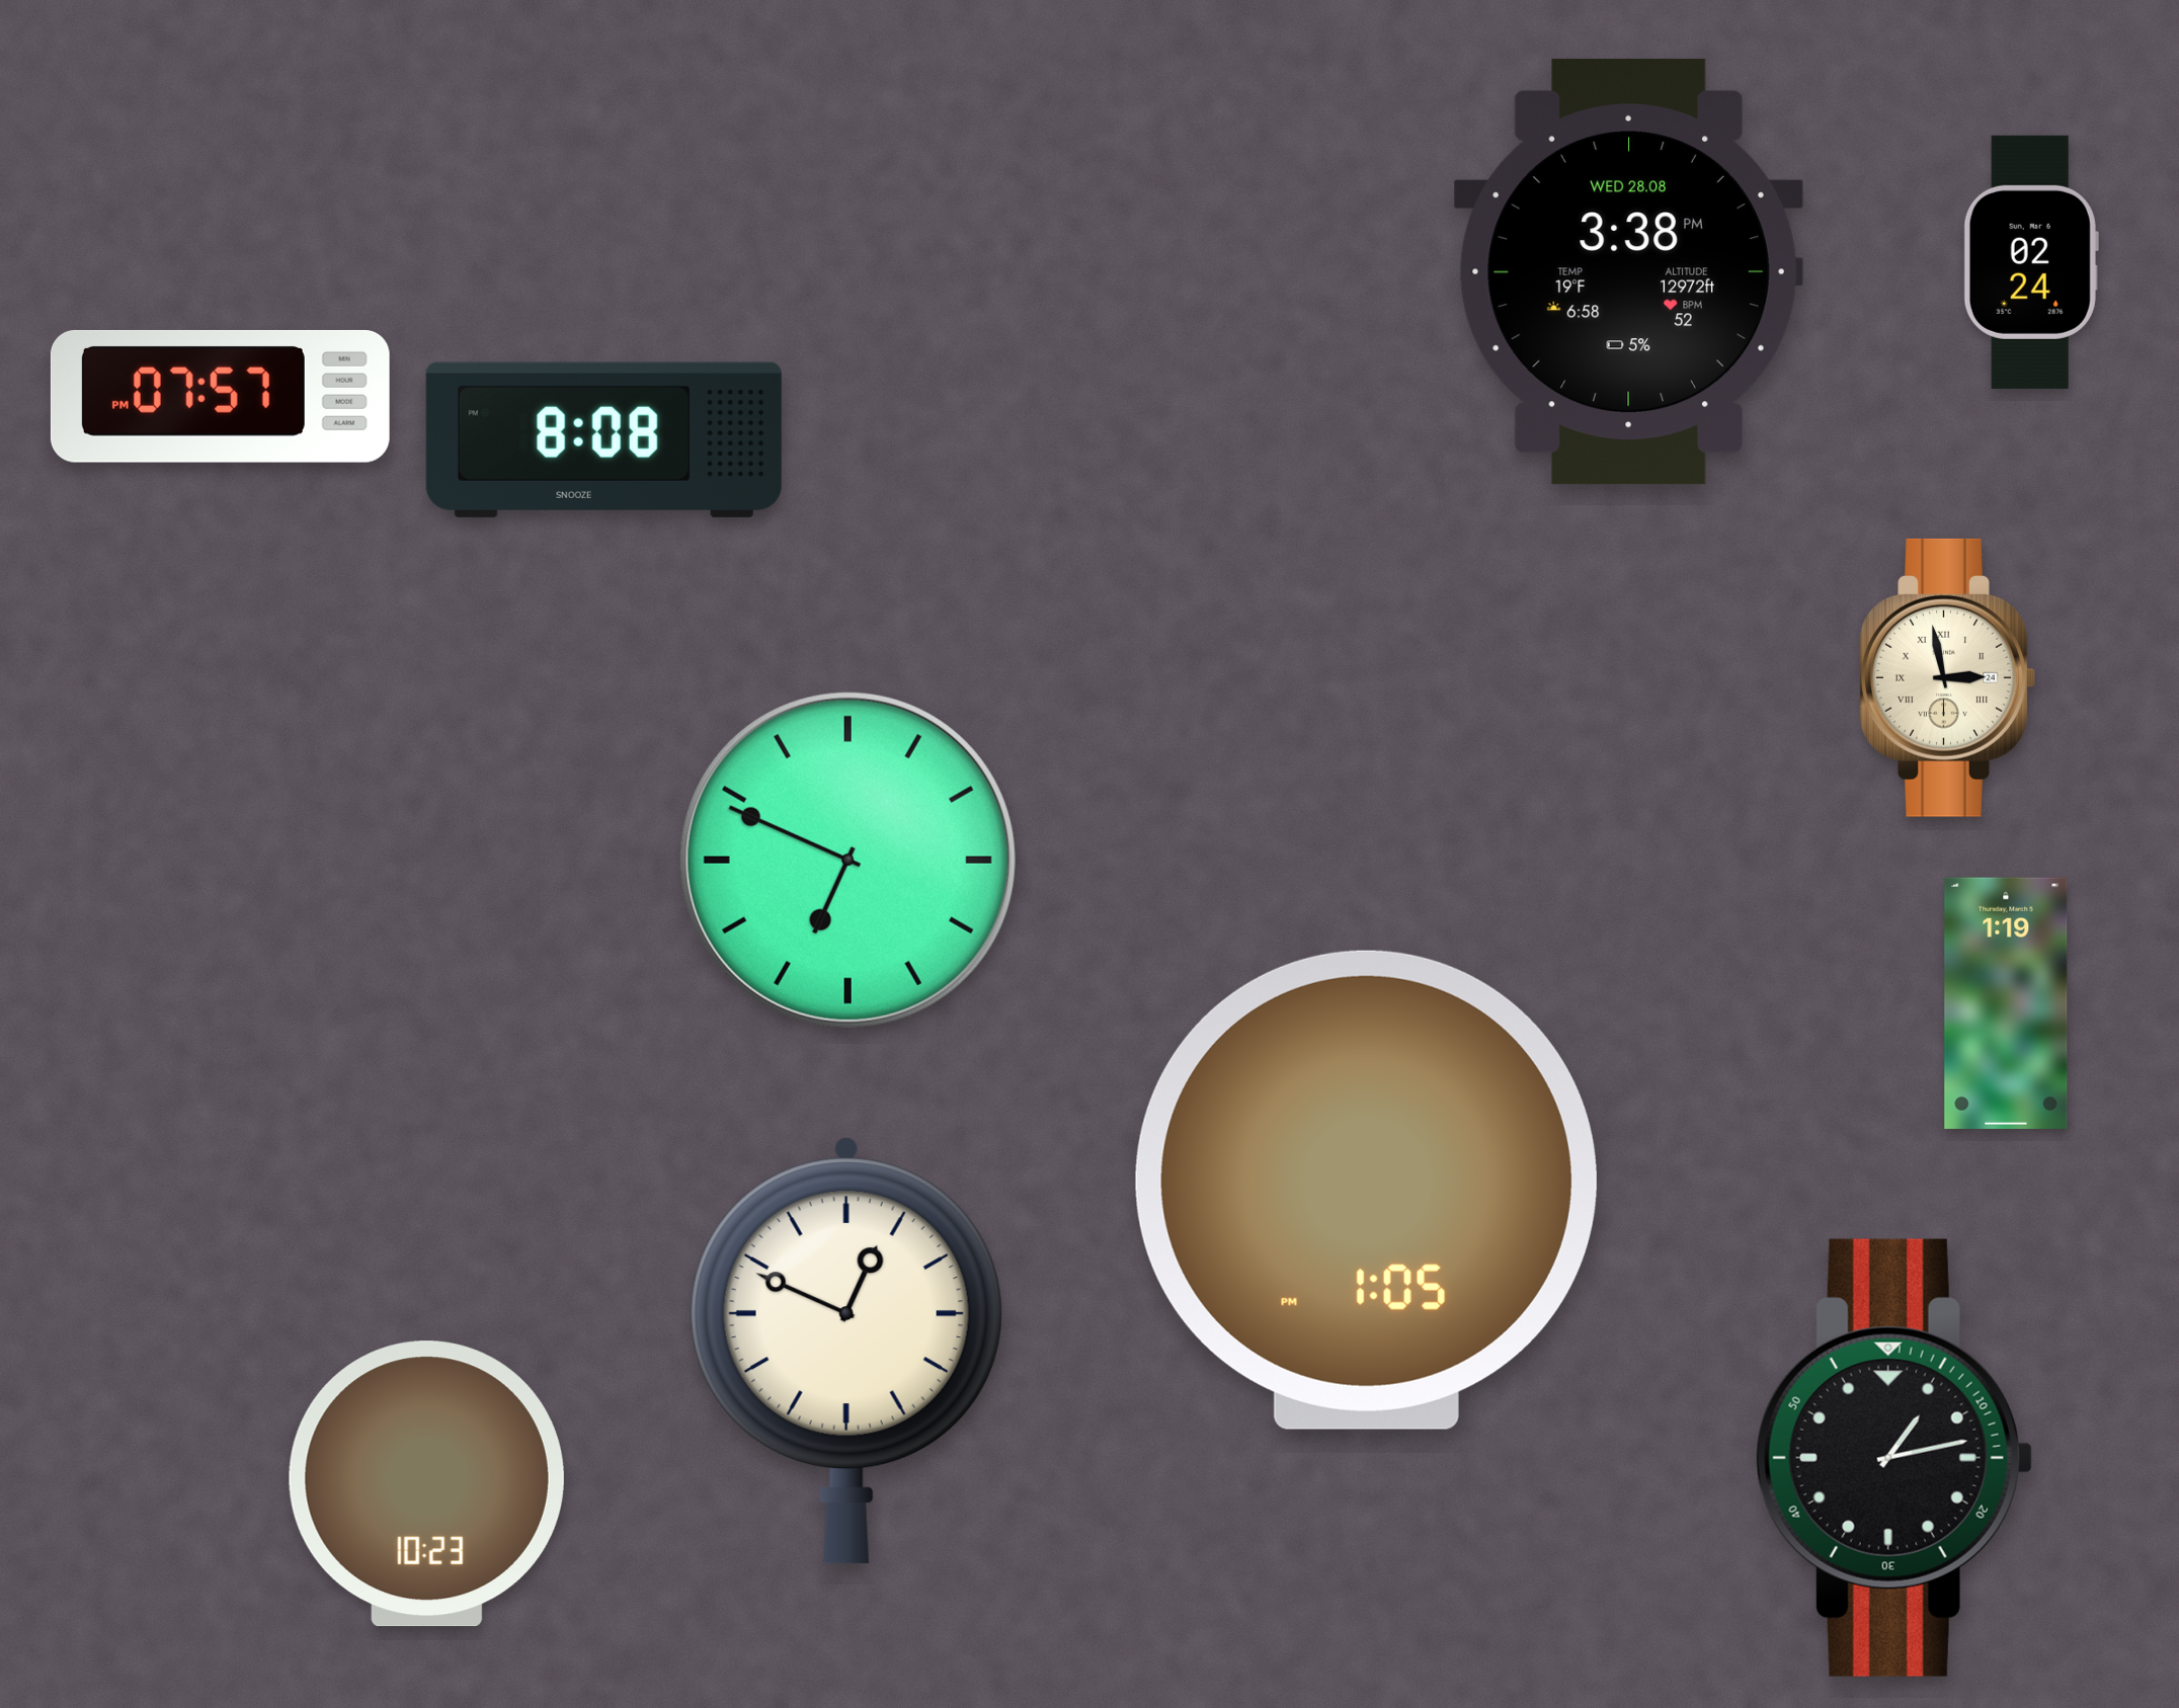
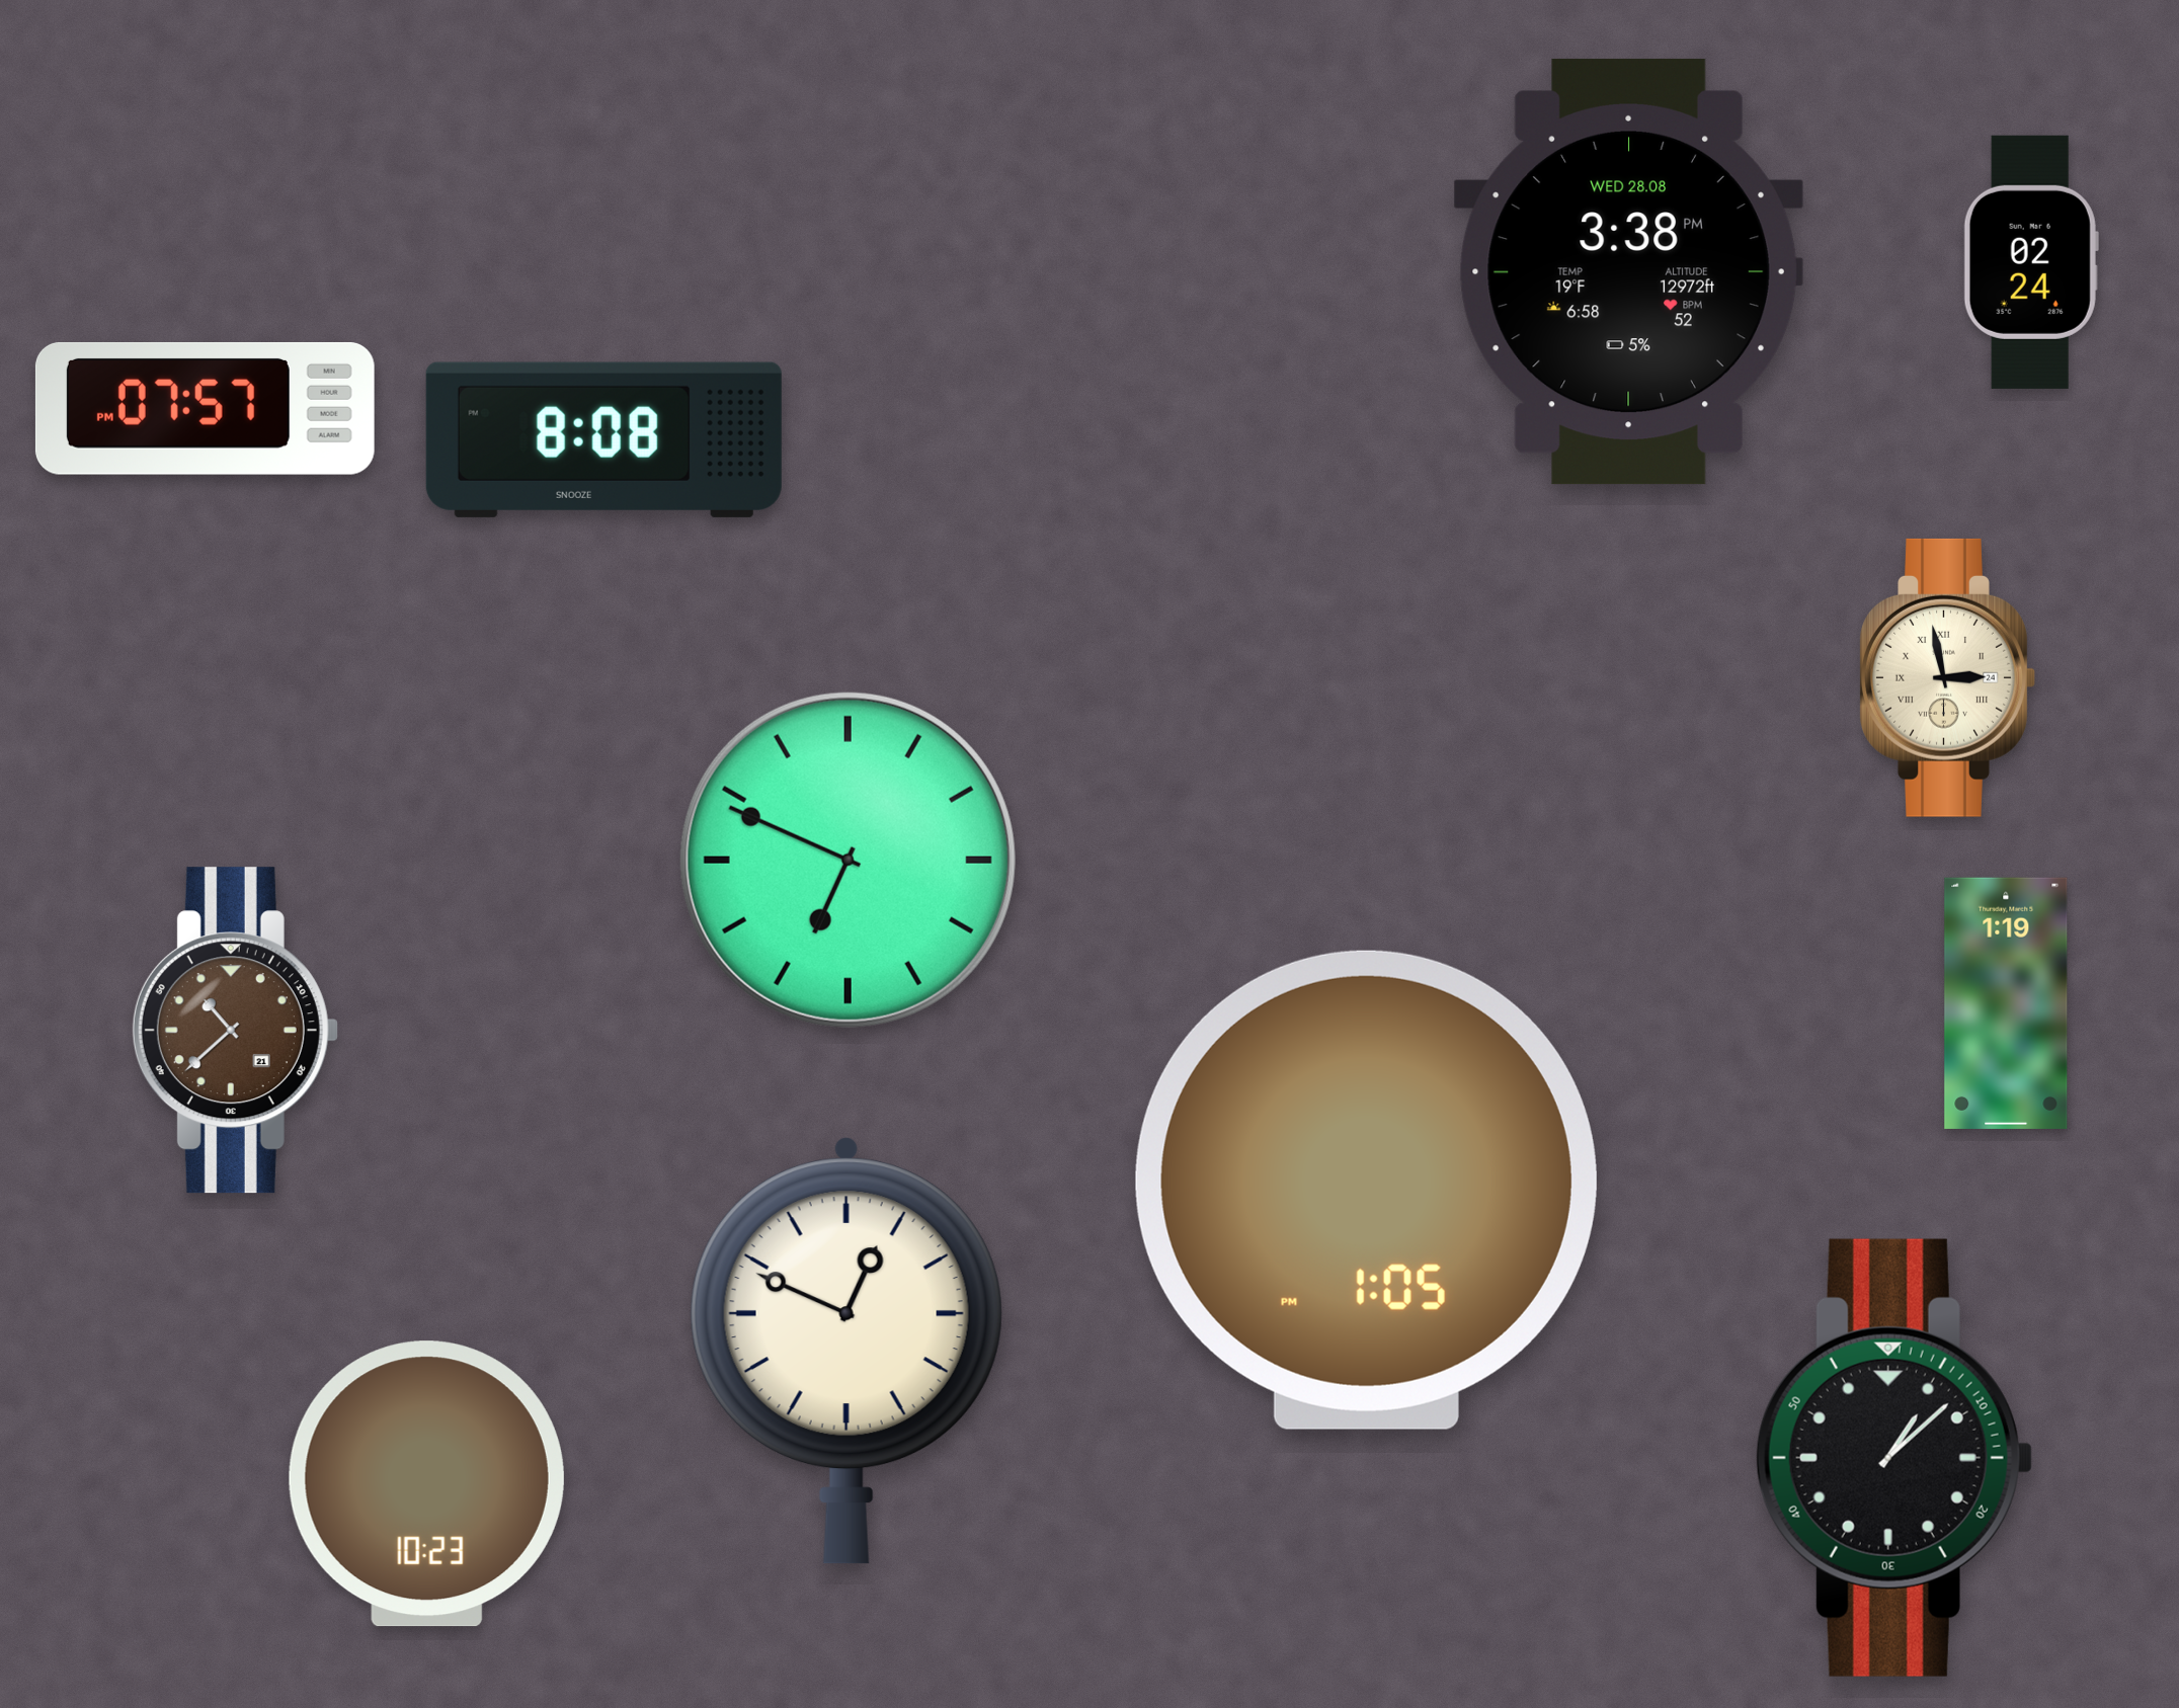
clock at (220, 396) position: (220, 396) -> (205, 408)
clock at (235, 1031): none -> 10:38
clock at (1894, 1458): 1:13 -> 1:08
